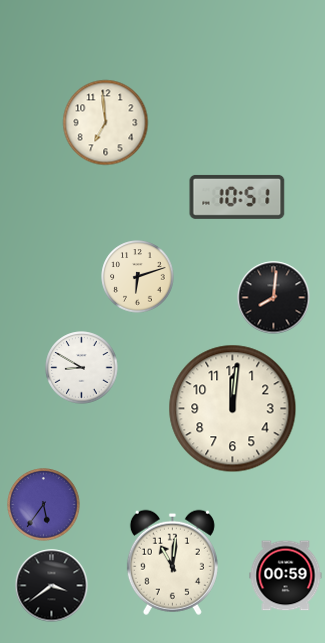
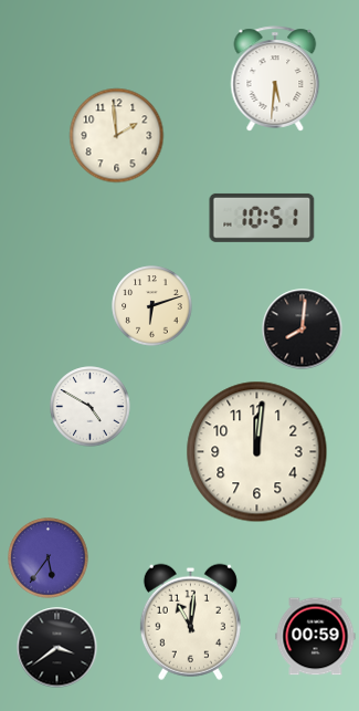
clock at (275, 79): none -> 5:31
clock at (106, 123): 6:59 -> 1:59
clock at (82, 368): 8:50 -> 4:50
